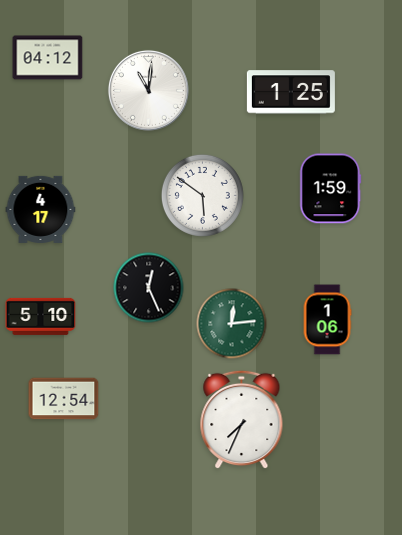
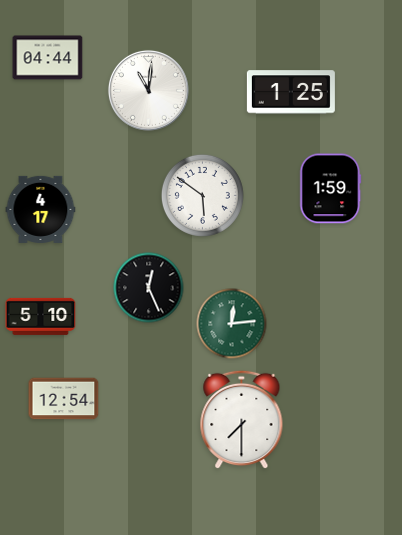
clock at (48, 58): 04:12 -> 04:44
clock at (327, 320): 1:06 -> none
clock at (242, 420): 7:34 -> 7:30
